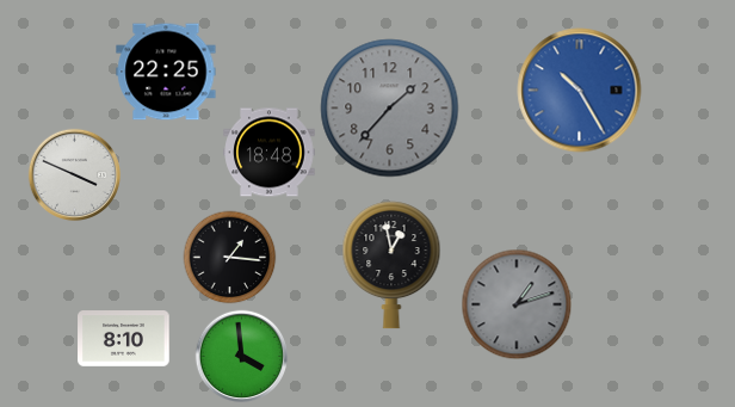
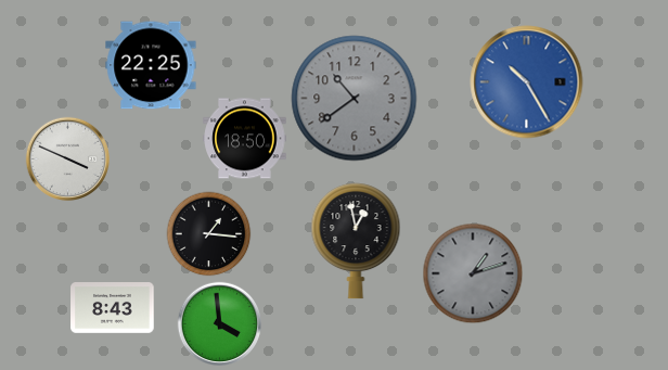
clock at (390, 109): 1:37 -> 10:39
clock at (270, 153): 18:48 -> 18:50
clock at (517, 304) position: (517, 304) -> (473, 273)
clock at (124, 339): 8:10 -> 8:43
